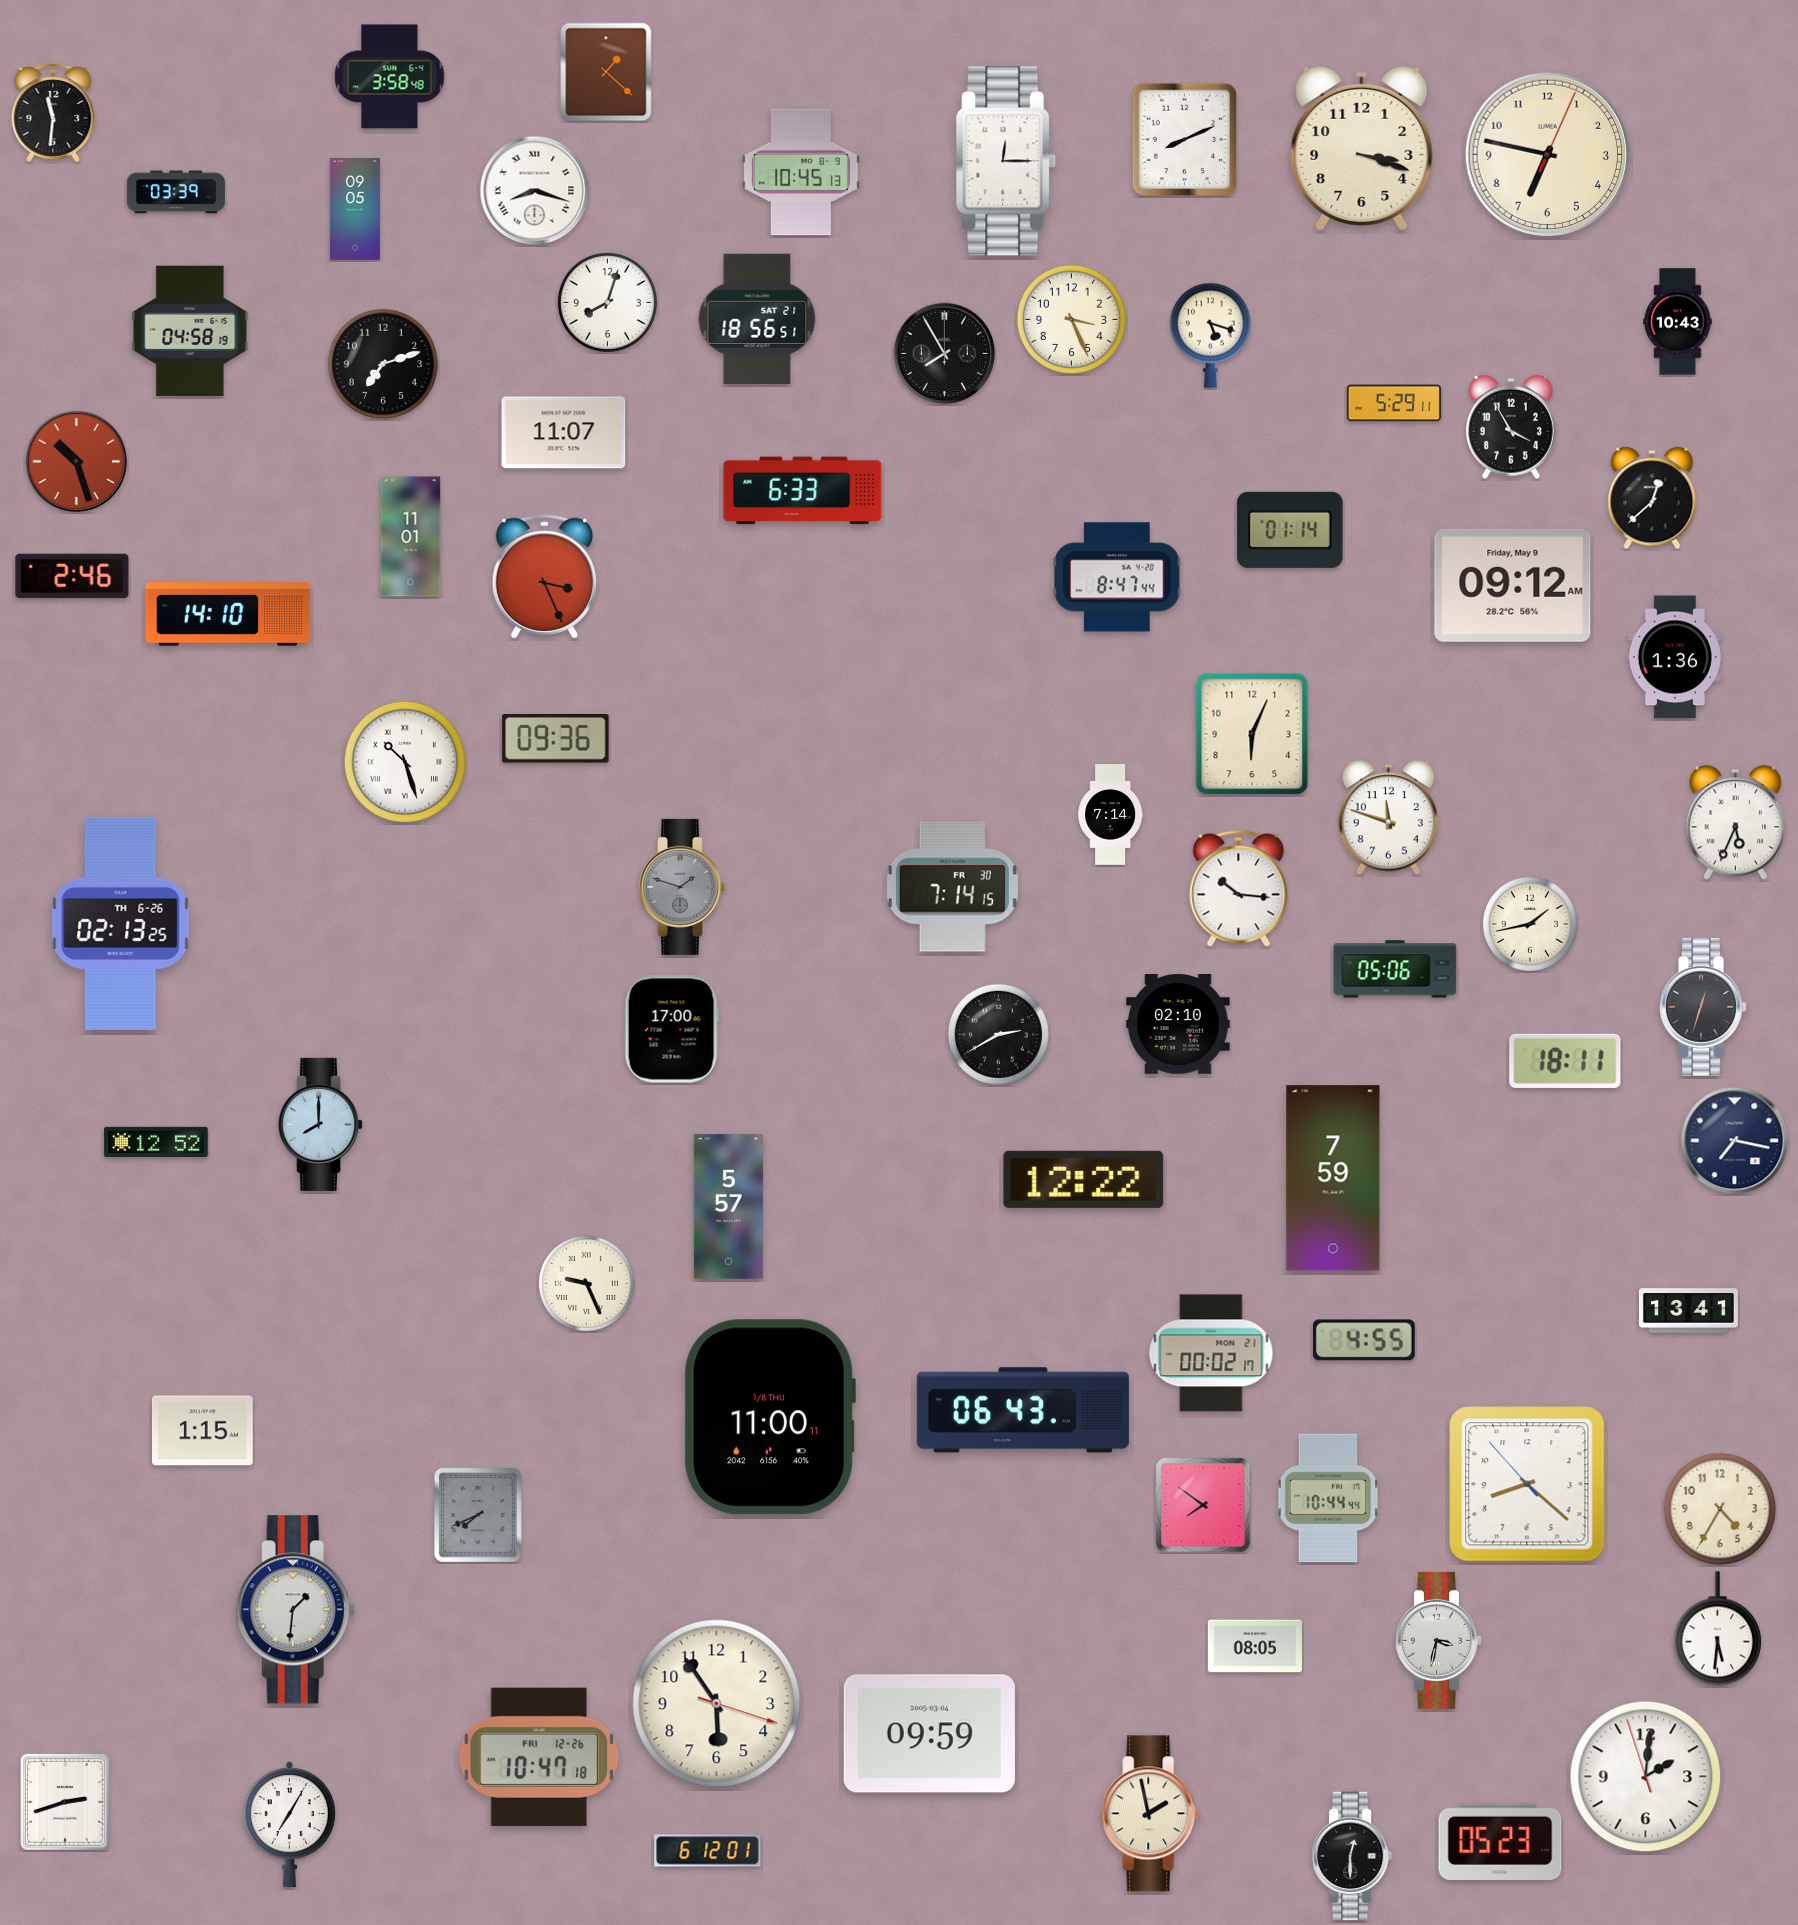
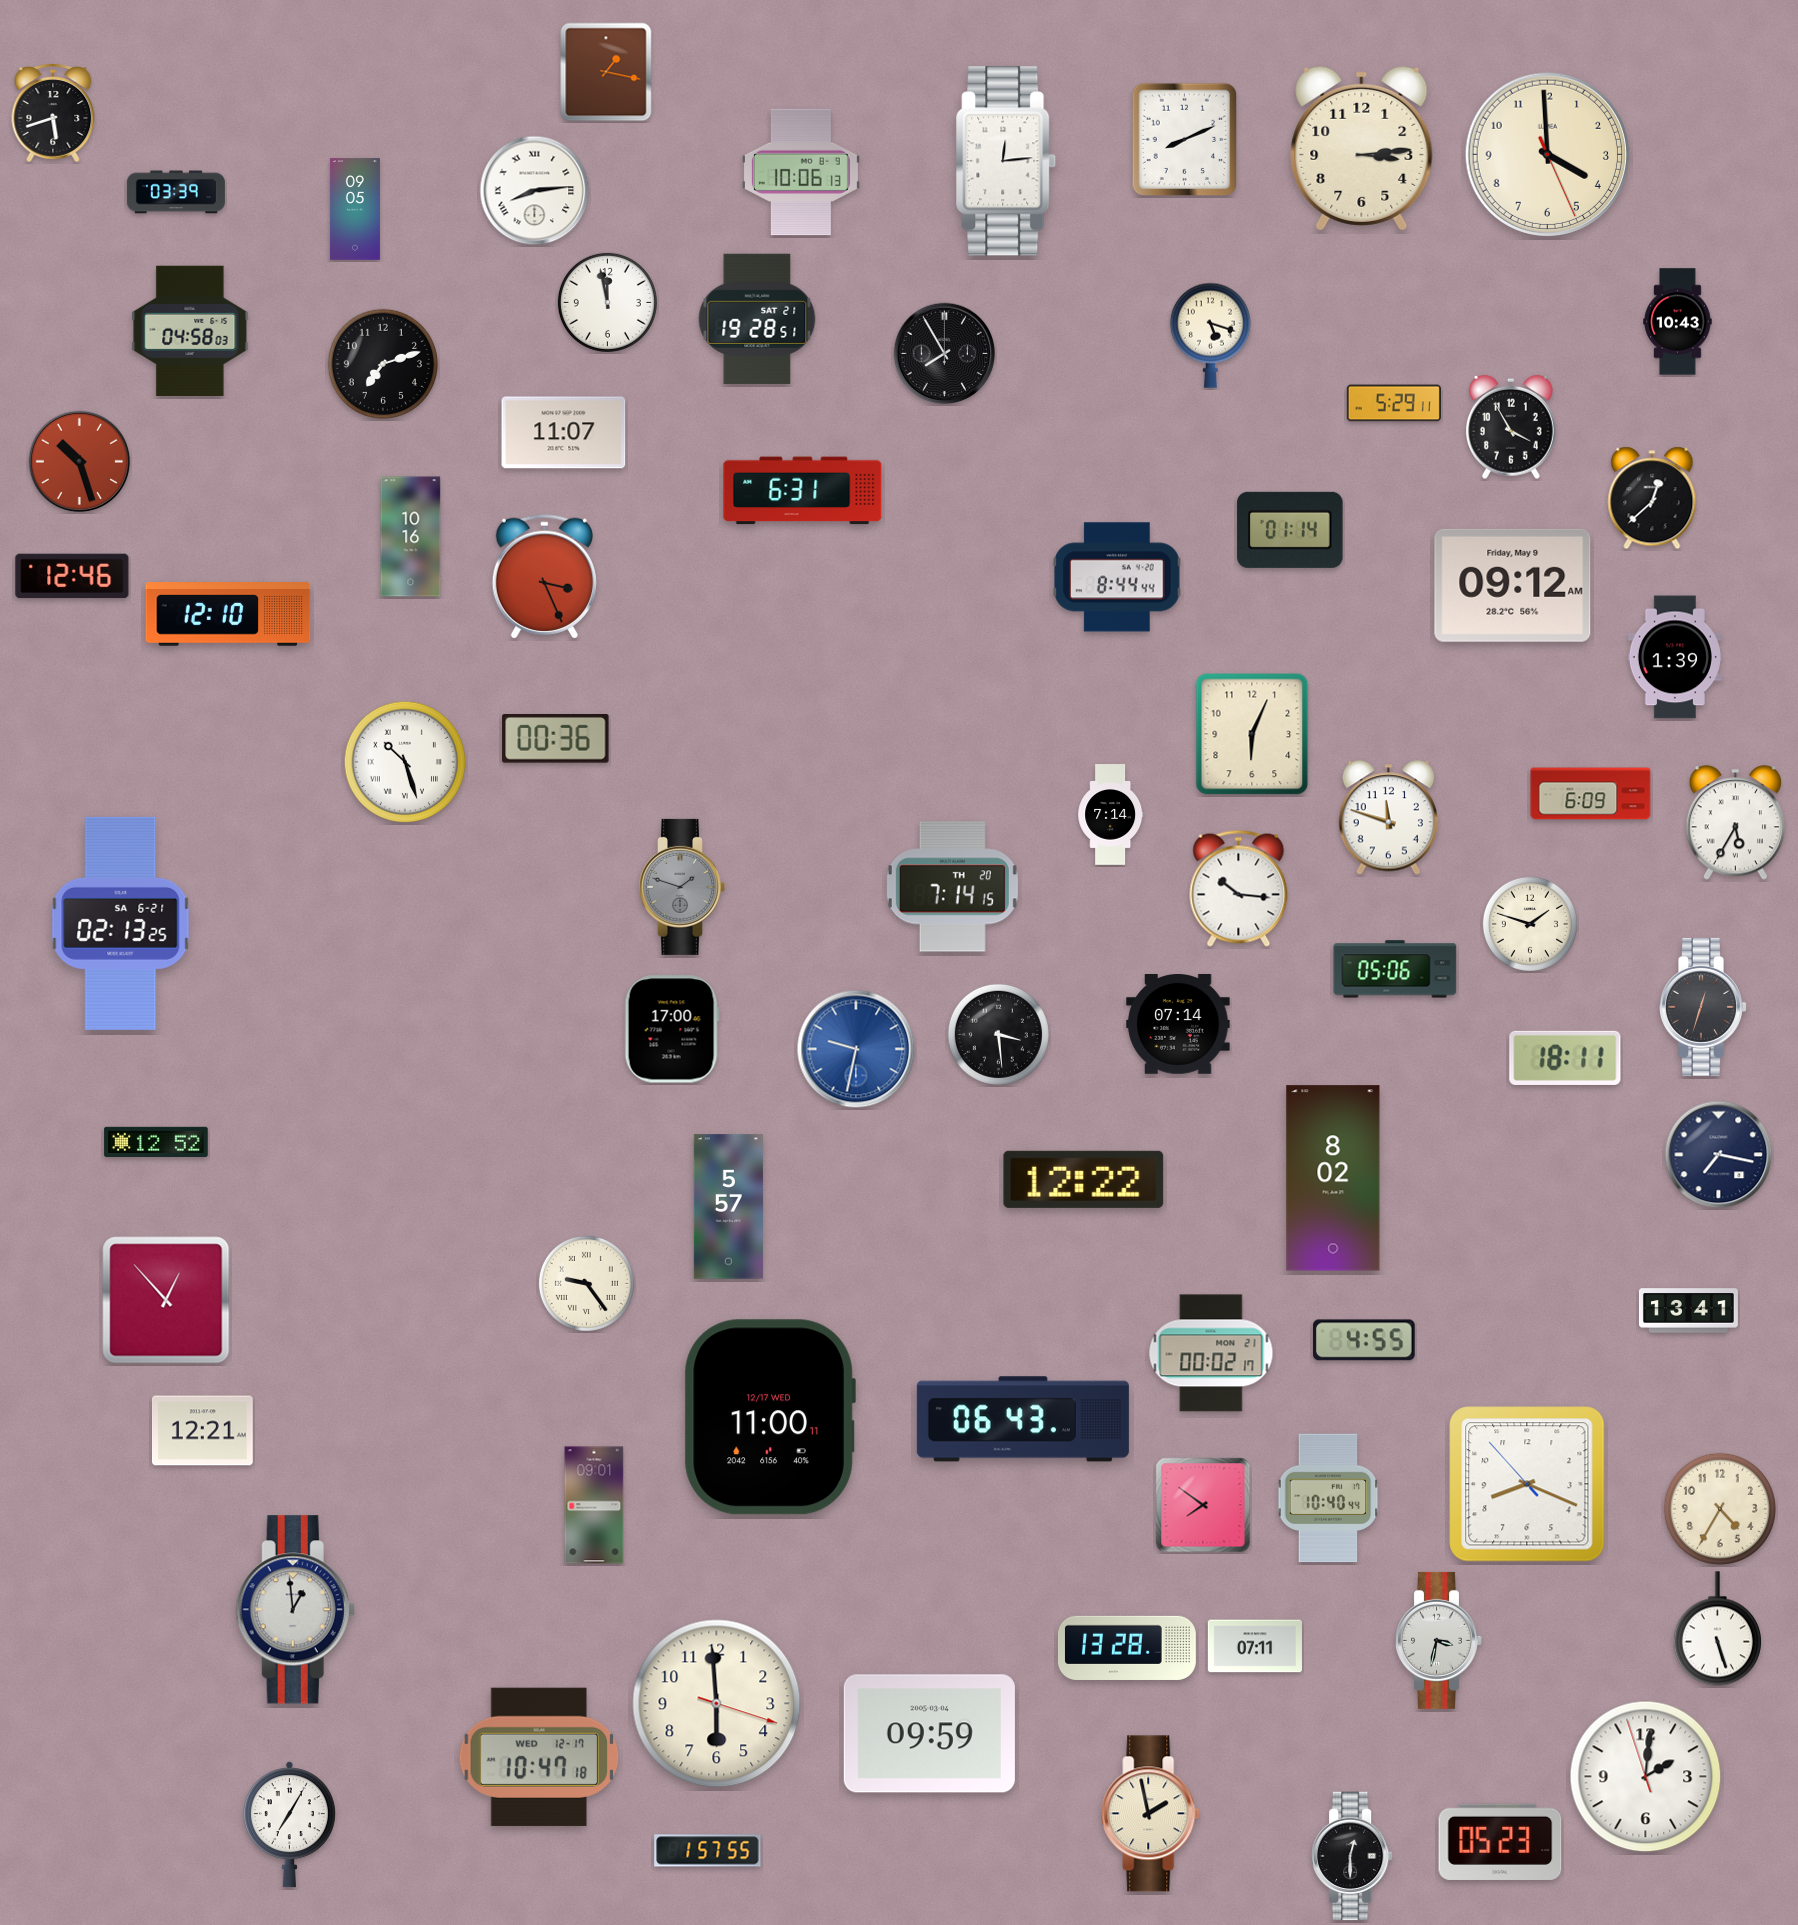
clock at (606, 72): 1:22 -> 1:17
clock at (390, 77): 3:58 -> none
clock at (53, 113): 11:31 -> 5:42
clock at (1362, 148): 3:18 -> 3:14
clock at (1547, 154): 6:47 -> 3:59
clock at (1006, 161): 12:15 -> 12:14
clock at (801, 172): 10:45 -> 10:06
clock at (535, 191): 8:18 -> 8:14
clock at (607, 302): 8:03 -> 11:58
clock at (757, 319): 18:56 -> 19:28
clock at (1071, 319): 3:26 -> none
clock at (190, 331): 04:58:19 -> 04:58:03
clock at (77, 462) position: (77, 462) -> (80, 462)
clock at (803, 491): 6:33 -> 6:31
clock at (411, 537): 11:01 -> 10:16
clock at (72, 576): 2:46 -> 12:46
clock at (1117, 577): 8:47 -> 8:44
clock at (228, 614): 14:10 -> 12:10
clock at (1675, 657): 1:36 -> 1:39
clock at (556, 739): 09:36 -> 00:36
clock at (1591, 794): none -> 6:09
clock at (1735, 823): 5:34 -> 5:35
clock at (952, 887) date: FR 30 -> TH 20
clock at (121, 923) date: TH 6-26 -> SA 6-21
clock at (1530, 924): 1:43 -> 1:48
clock at (1178, 1024): 02:10 -> 07:14
clock at (998, 1034): 2:40 -> 3:29
clock at (856, 1049): none -> 9:32
clock at (1565, 1061) position: (1565, 1061) -> (1565, 1058)
clock at (322, 1124): 8:00 -> none
clock at (1735, 1141) position: (1735, 1141) -> (1719, 1155)
clock at (1333, 1178): 7:59 -> 8:02
clock at (586, 1283): 9:26 -> 9:24
clock at (166, 1300): none -> 12:53
clock at (1023, 1410) position: (1023, 1410) -> (1023, 1419)
clock at (770, 1417) date: 1/8 THU -> 12/17 WED
clock at (203, 1431): 1:15 -> 12:21
clock at (1527, 1484): 8:21 -> 8:18
clock at (1328, 1498): 10:44 -> 10:40
clock at (594, 1505): none -> 09:01
clock at (478, 1515): 7:41 -> none
clock at (295, 1610): 1:31 -> 12:59
clock at (1717, 1629): 5:31 -> 5:27
clock at (1255, 1646): 08:05 -> 07:11
clock at (1127, 1648): none -> 13:28
clock at (717, 1704): 5:54 -> 5:59
clock at (539, 1757) date: FRI 12-26 -> WED 12-17
clock at (66, 1803): 2:42 -> none
clock at (708, 1851): 6:12 -> 1:57
